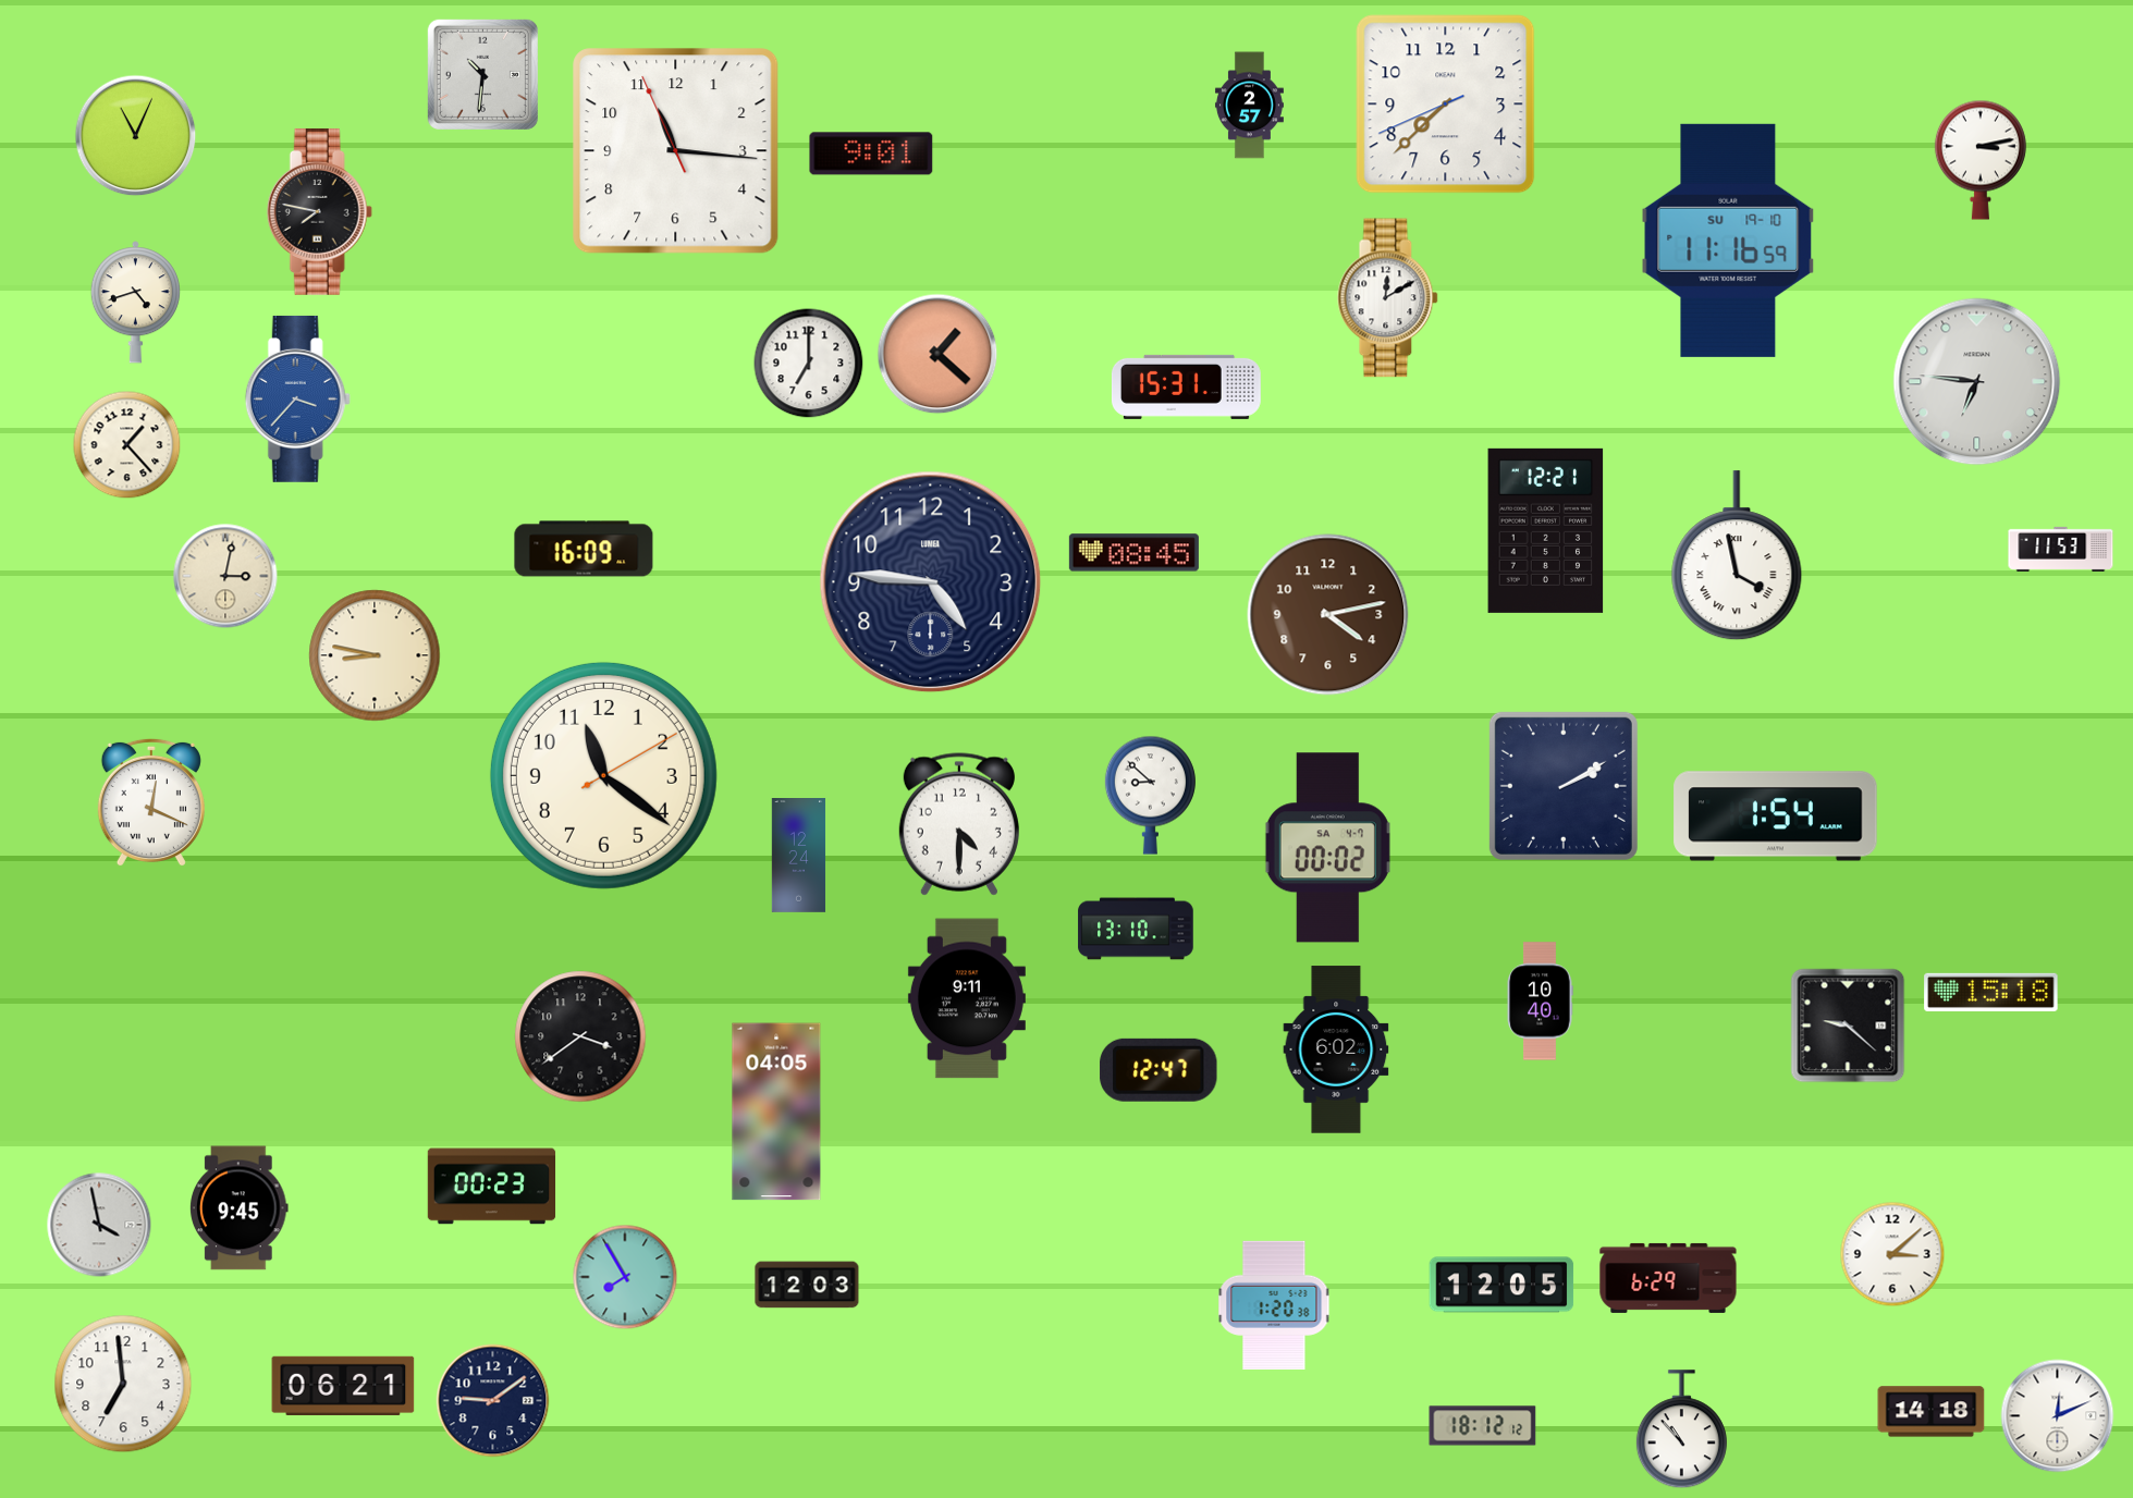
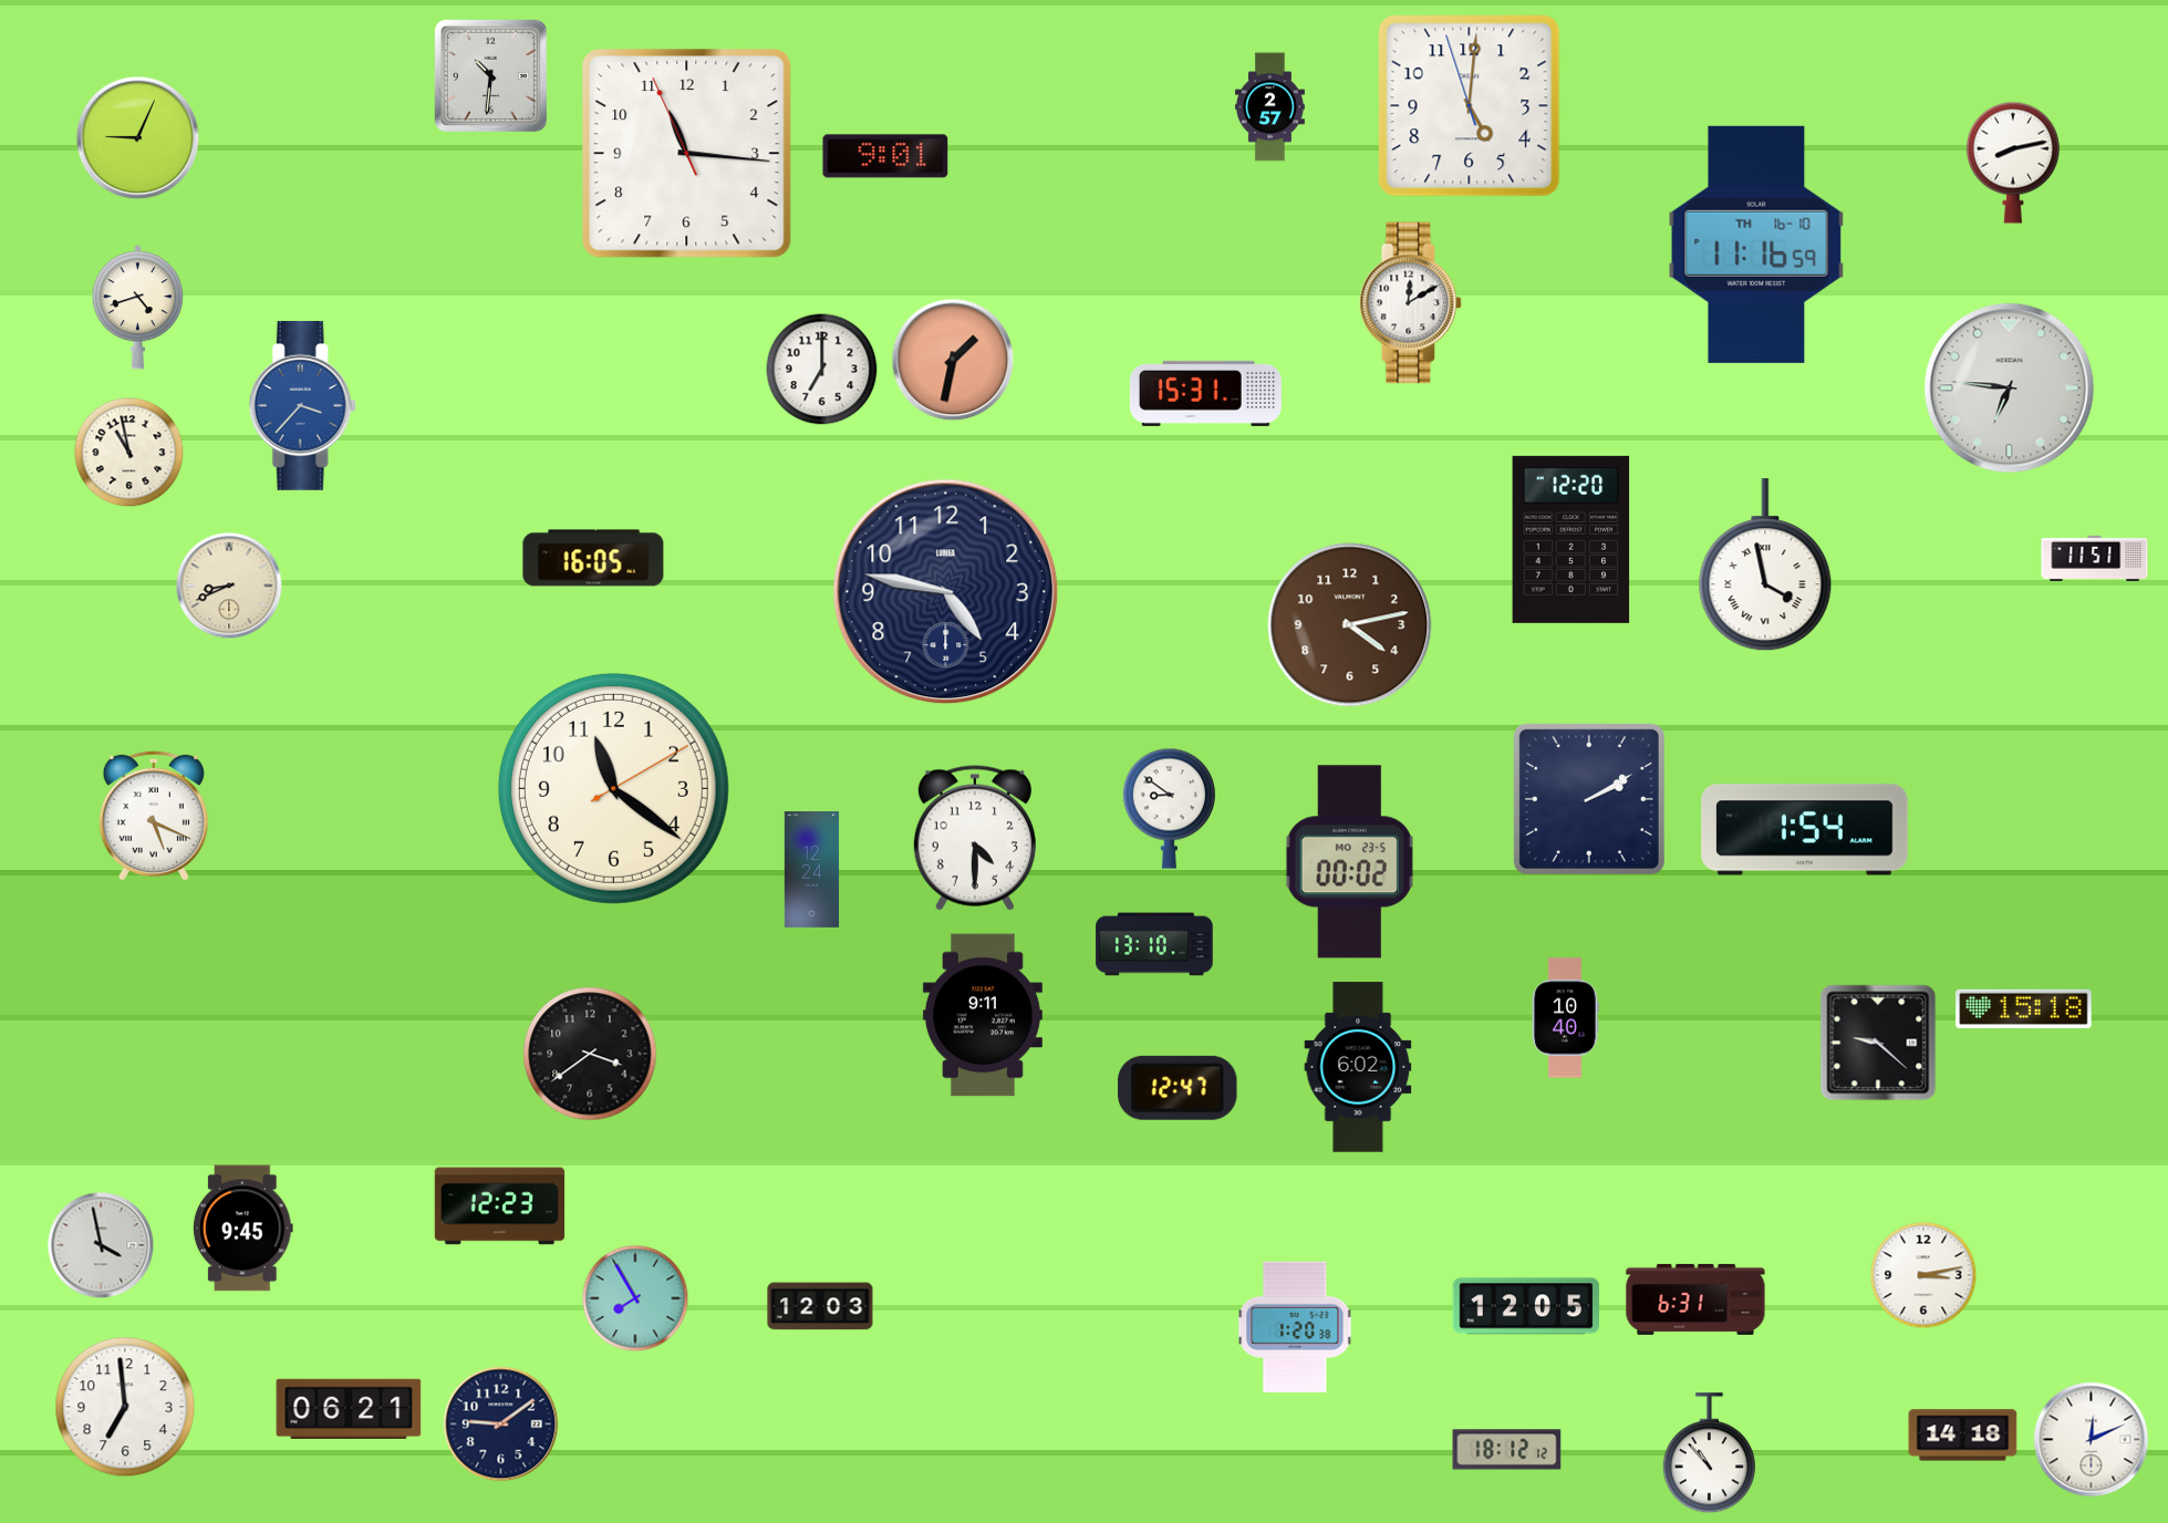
clock at (1446, 105): 7:37 -> 5:00
clock at (136, 136): 11:04 -> 9:04
clock at (1981, 160): 3:13 -> 8:13
clock at (319, 211): 7:47 -> none
clock at (1728, 241) date: SU 19-10 -> TH 16-10
clock at (937, 354): 1:22 -> 1:32
clock at (127, 445): 1:23 -> 10:58
clock at (1546, 530): 12:21 -> 12:20
clock at (584, 549): 16:09 -> 16:05
clock at (2061, 549): 11:53 -> 11:51
clock at (1133, 553): 08:45 -> none
clock at (225, 576): 3:02 -> 8:41
clock at (931, 582): 4:46 -> 4:47
clock at (375, 655): 8:47 -> none
clock at (1150, 795): 8:52 -> 8:51
clock at (151, 802): 12:19 -> 5:19
clock at (1327, 848) date: SA 4-7 -> MO 23-5
clock at (776, 1112): 04:05 -> none
clock at (492, 1187): 00:23 -> 12:23
clock at (1892, 1254): 3:08 -> 3:13
clock at (1668, 1278): 6:29 -> 6:31
